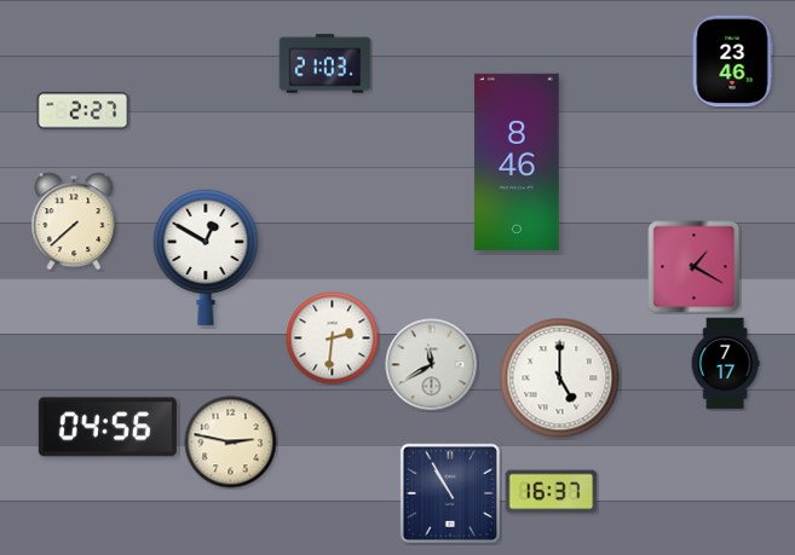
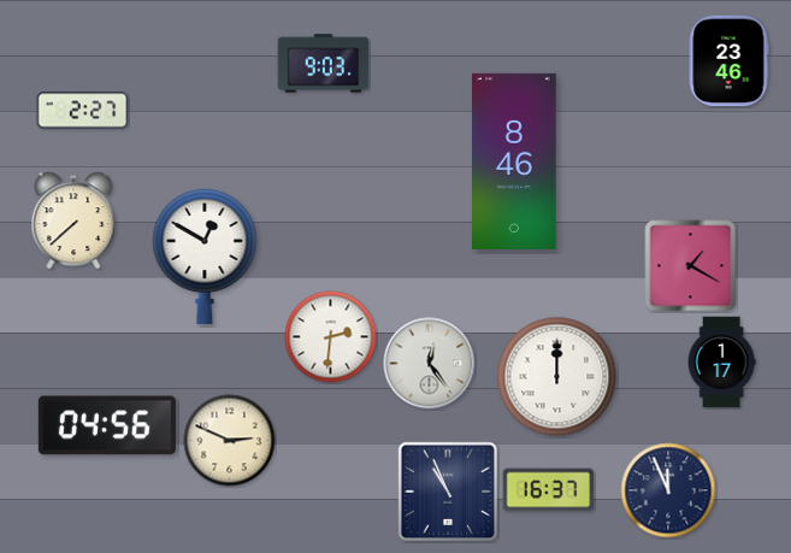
clock at (326, 64): 21:03 -> 9:03
clock at (725, 364): 7:17 -> 1:17
clock at (432, 365): 11:40 -> 12:24
clock at (560, 378): 5:00 -> 12:00
clock at (231, 443): 2:47 -> 2:49
clock at (668, 490): none -> 11:56
clock at (450, 493): 10:55 -> 10:56
